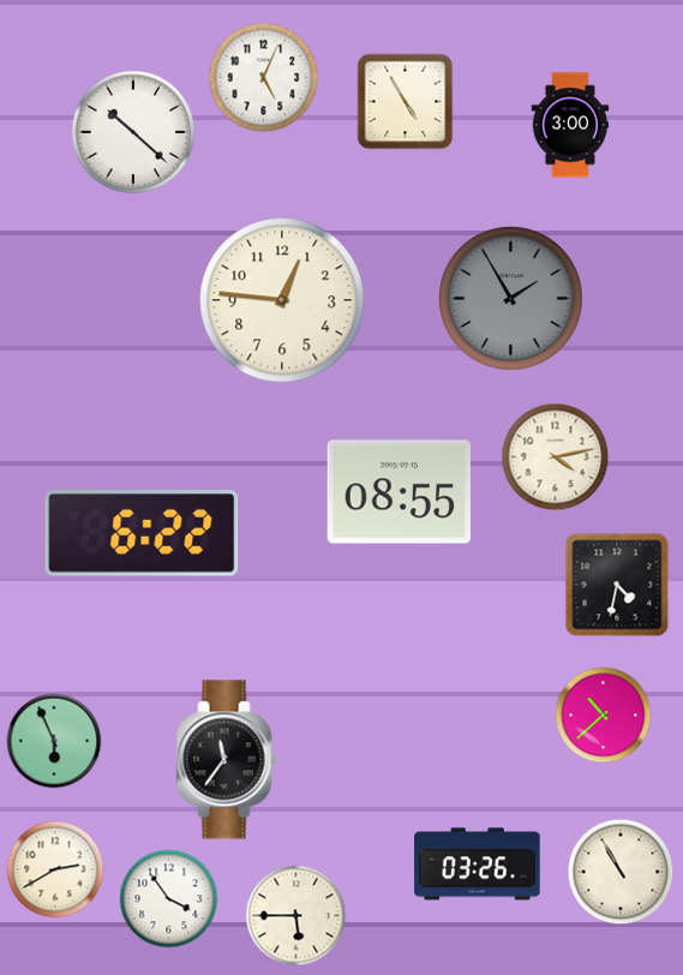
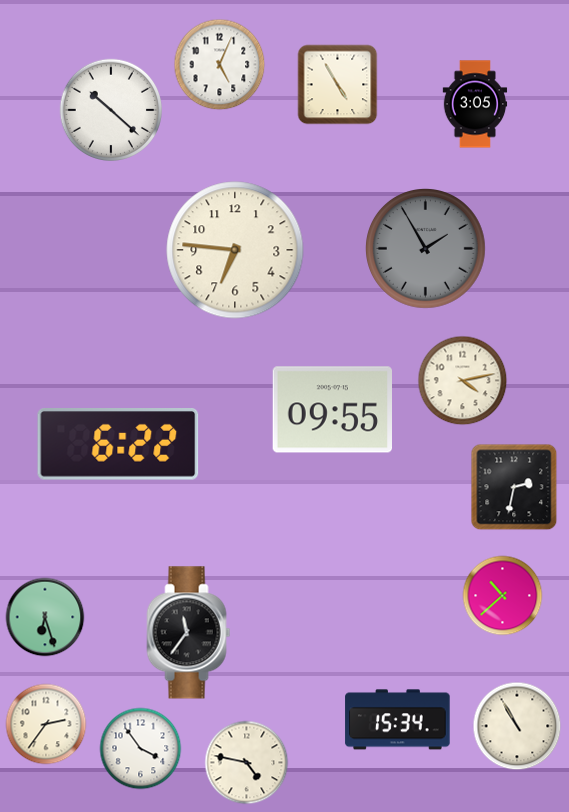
clock at (570, 125): 3:00 -> 3:05
clock at (282, 300): 12:46 -> 6:46
clock at (399, 492): 08:55 -> 09:55
clock at (617, 585): 4:32 -> 2:32
clock at (54, 741): 5:56 -> 6:27
clock at (478, 865): 03:26 -> 15:34
clock at (55, 869): 2:40 -> 2:36
clock at (296, 916): 5:45 -> 4:47
